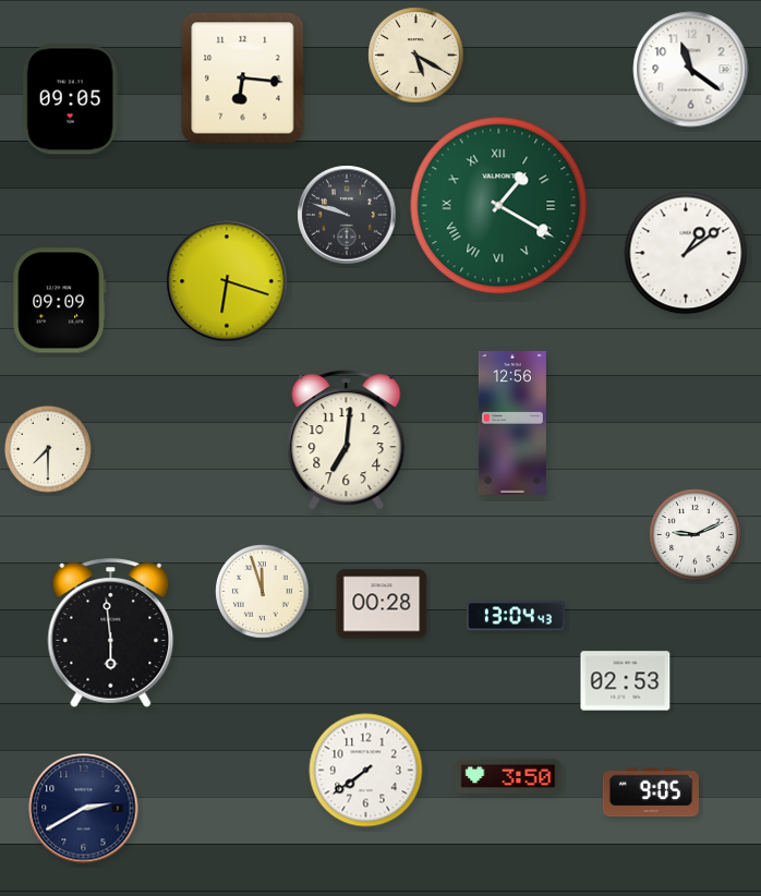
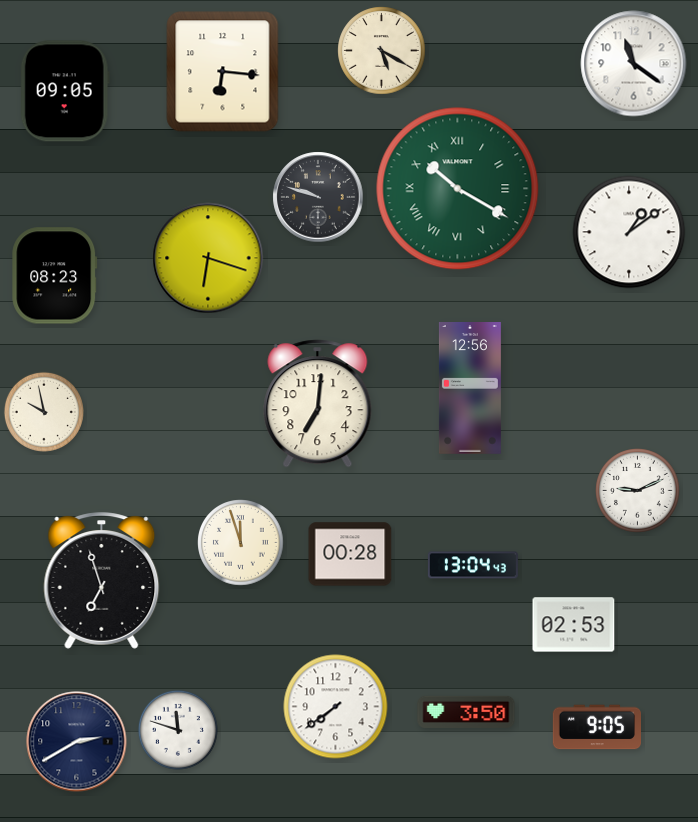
clock at (499, 206): 1:20 -> 10:20
clock at (60, 301): 09:09 -> 08:23
clock at (48, 449): 7:30 -> 9:58
clock at (111, 633): 5:59 -> 6:57
clock at (178, 730): none -> 11:48
